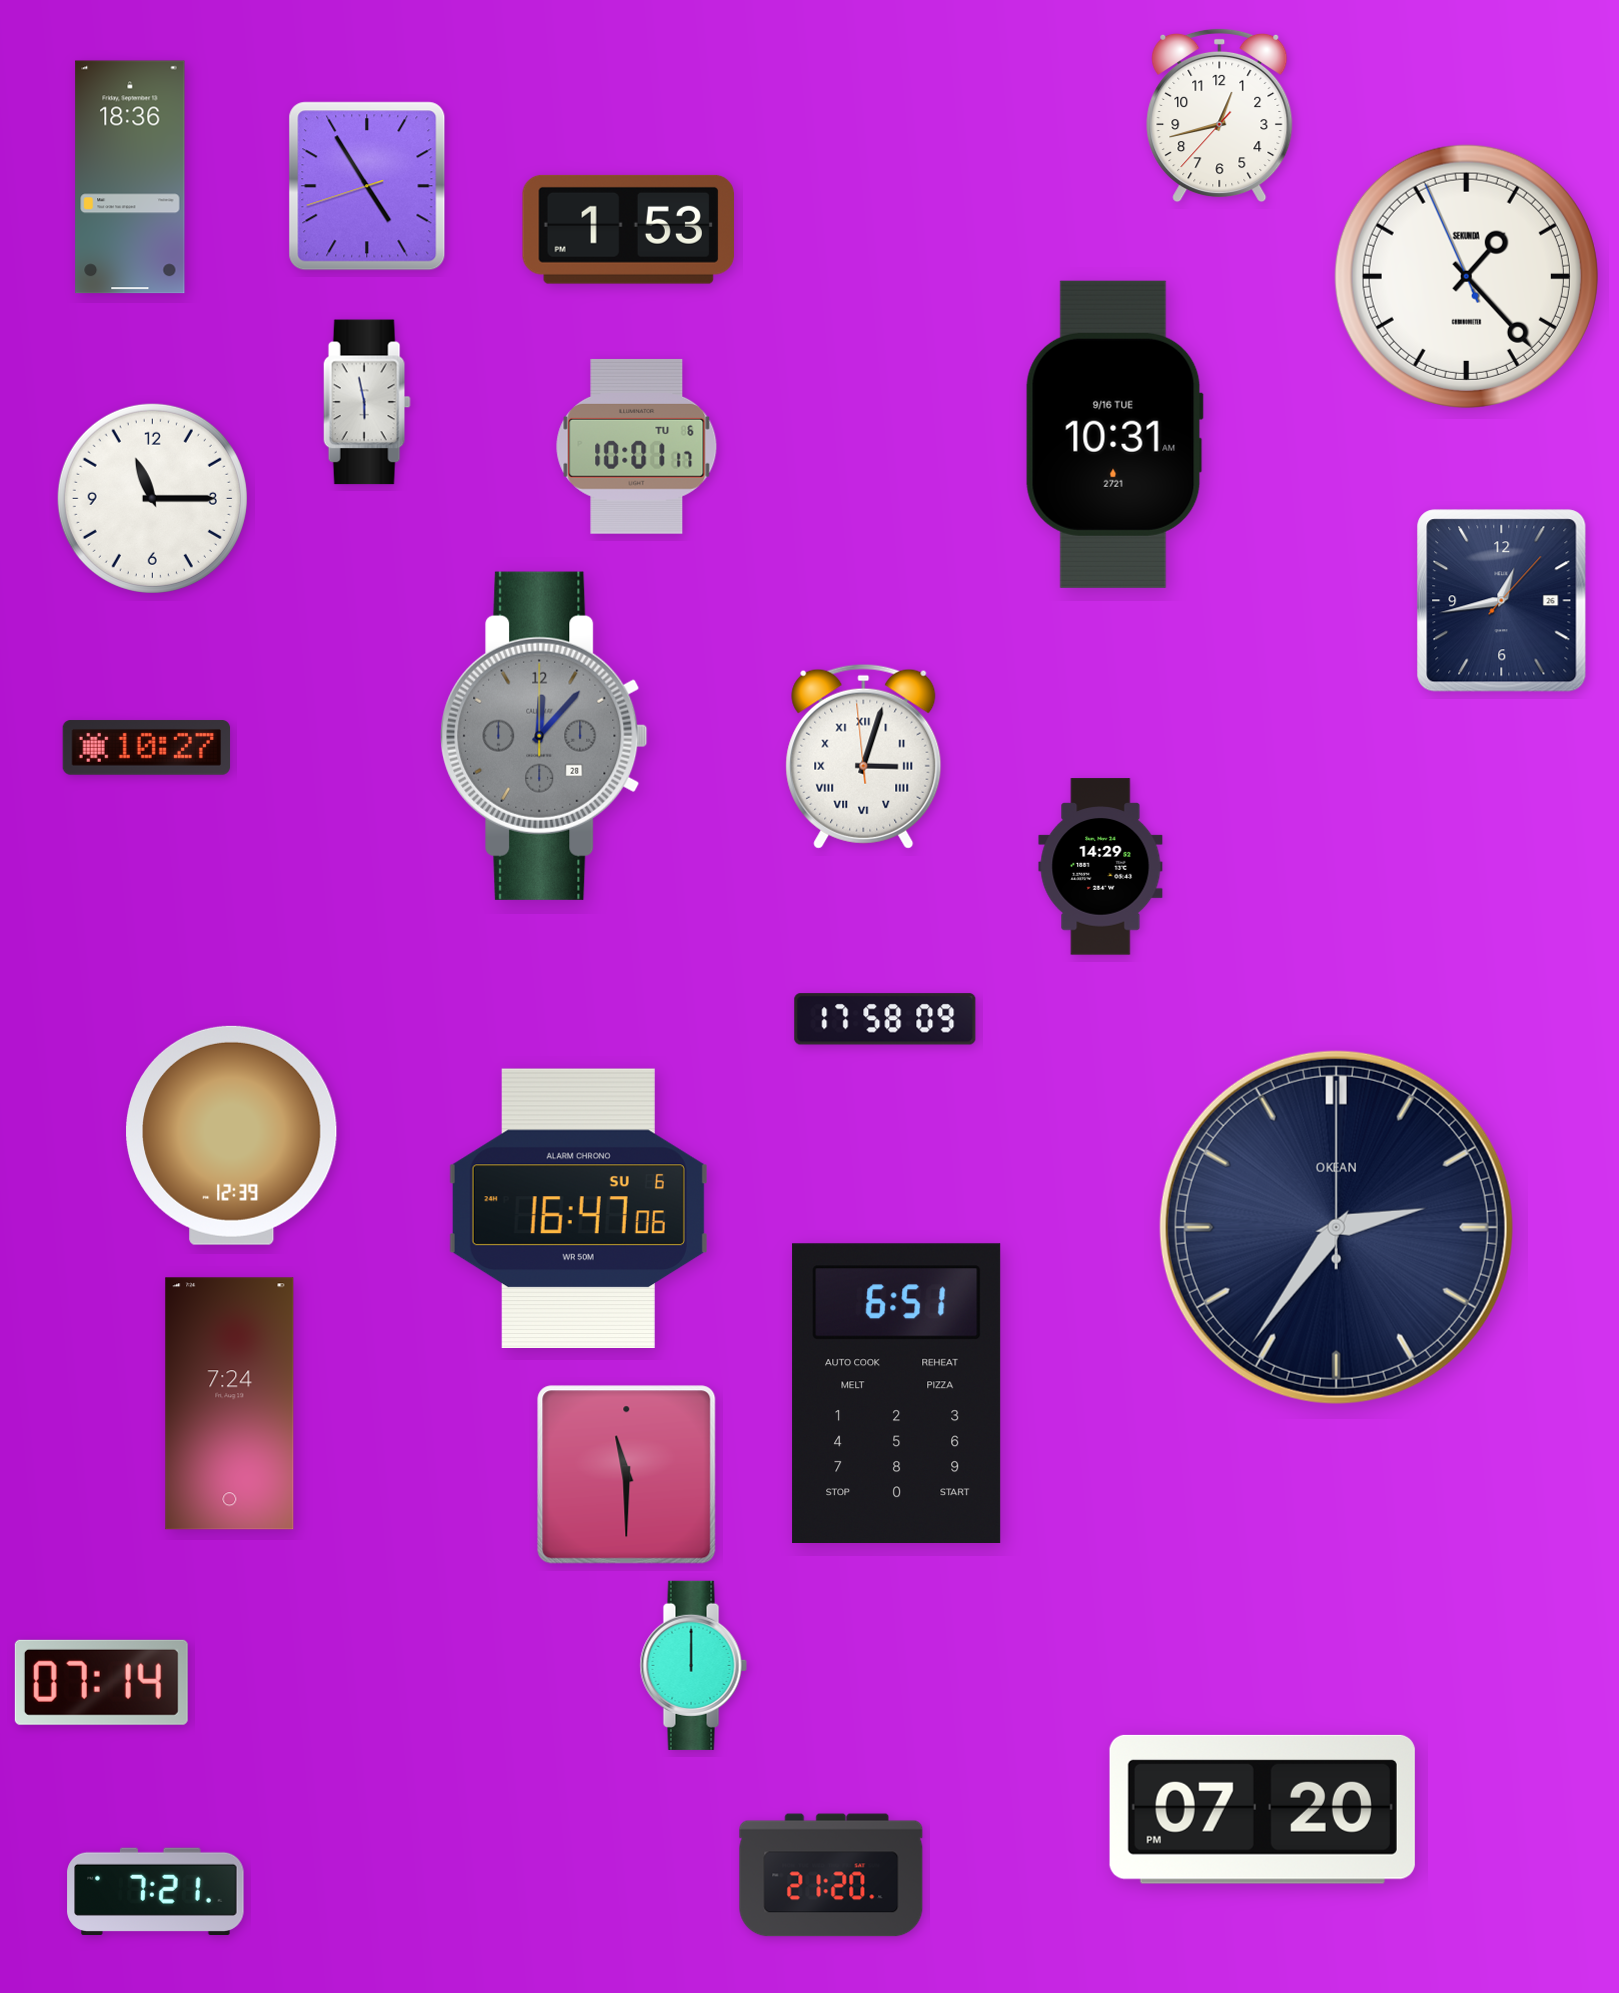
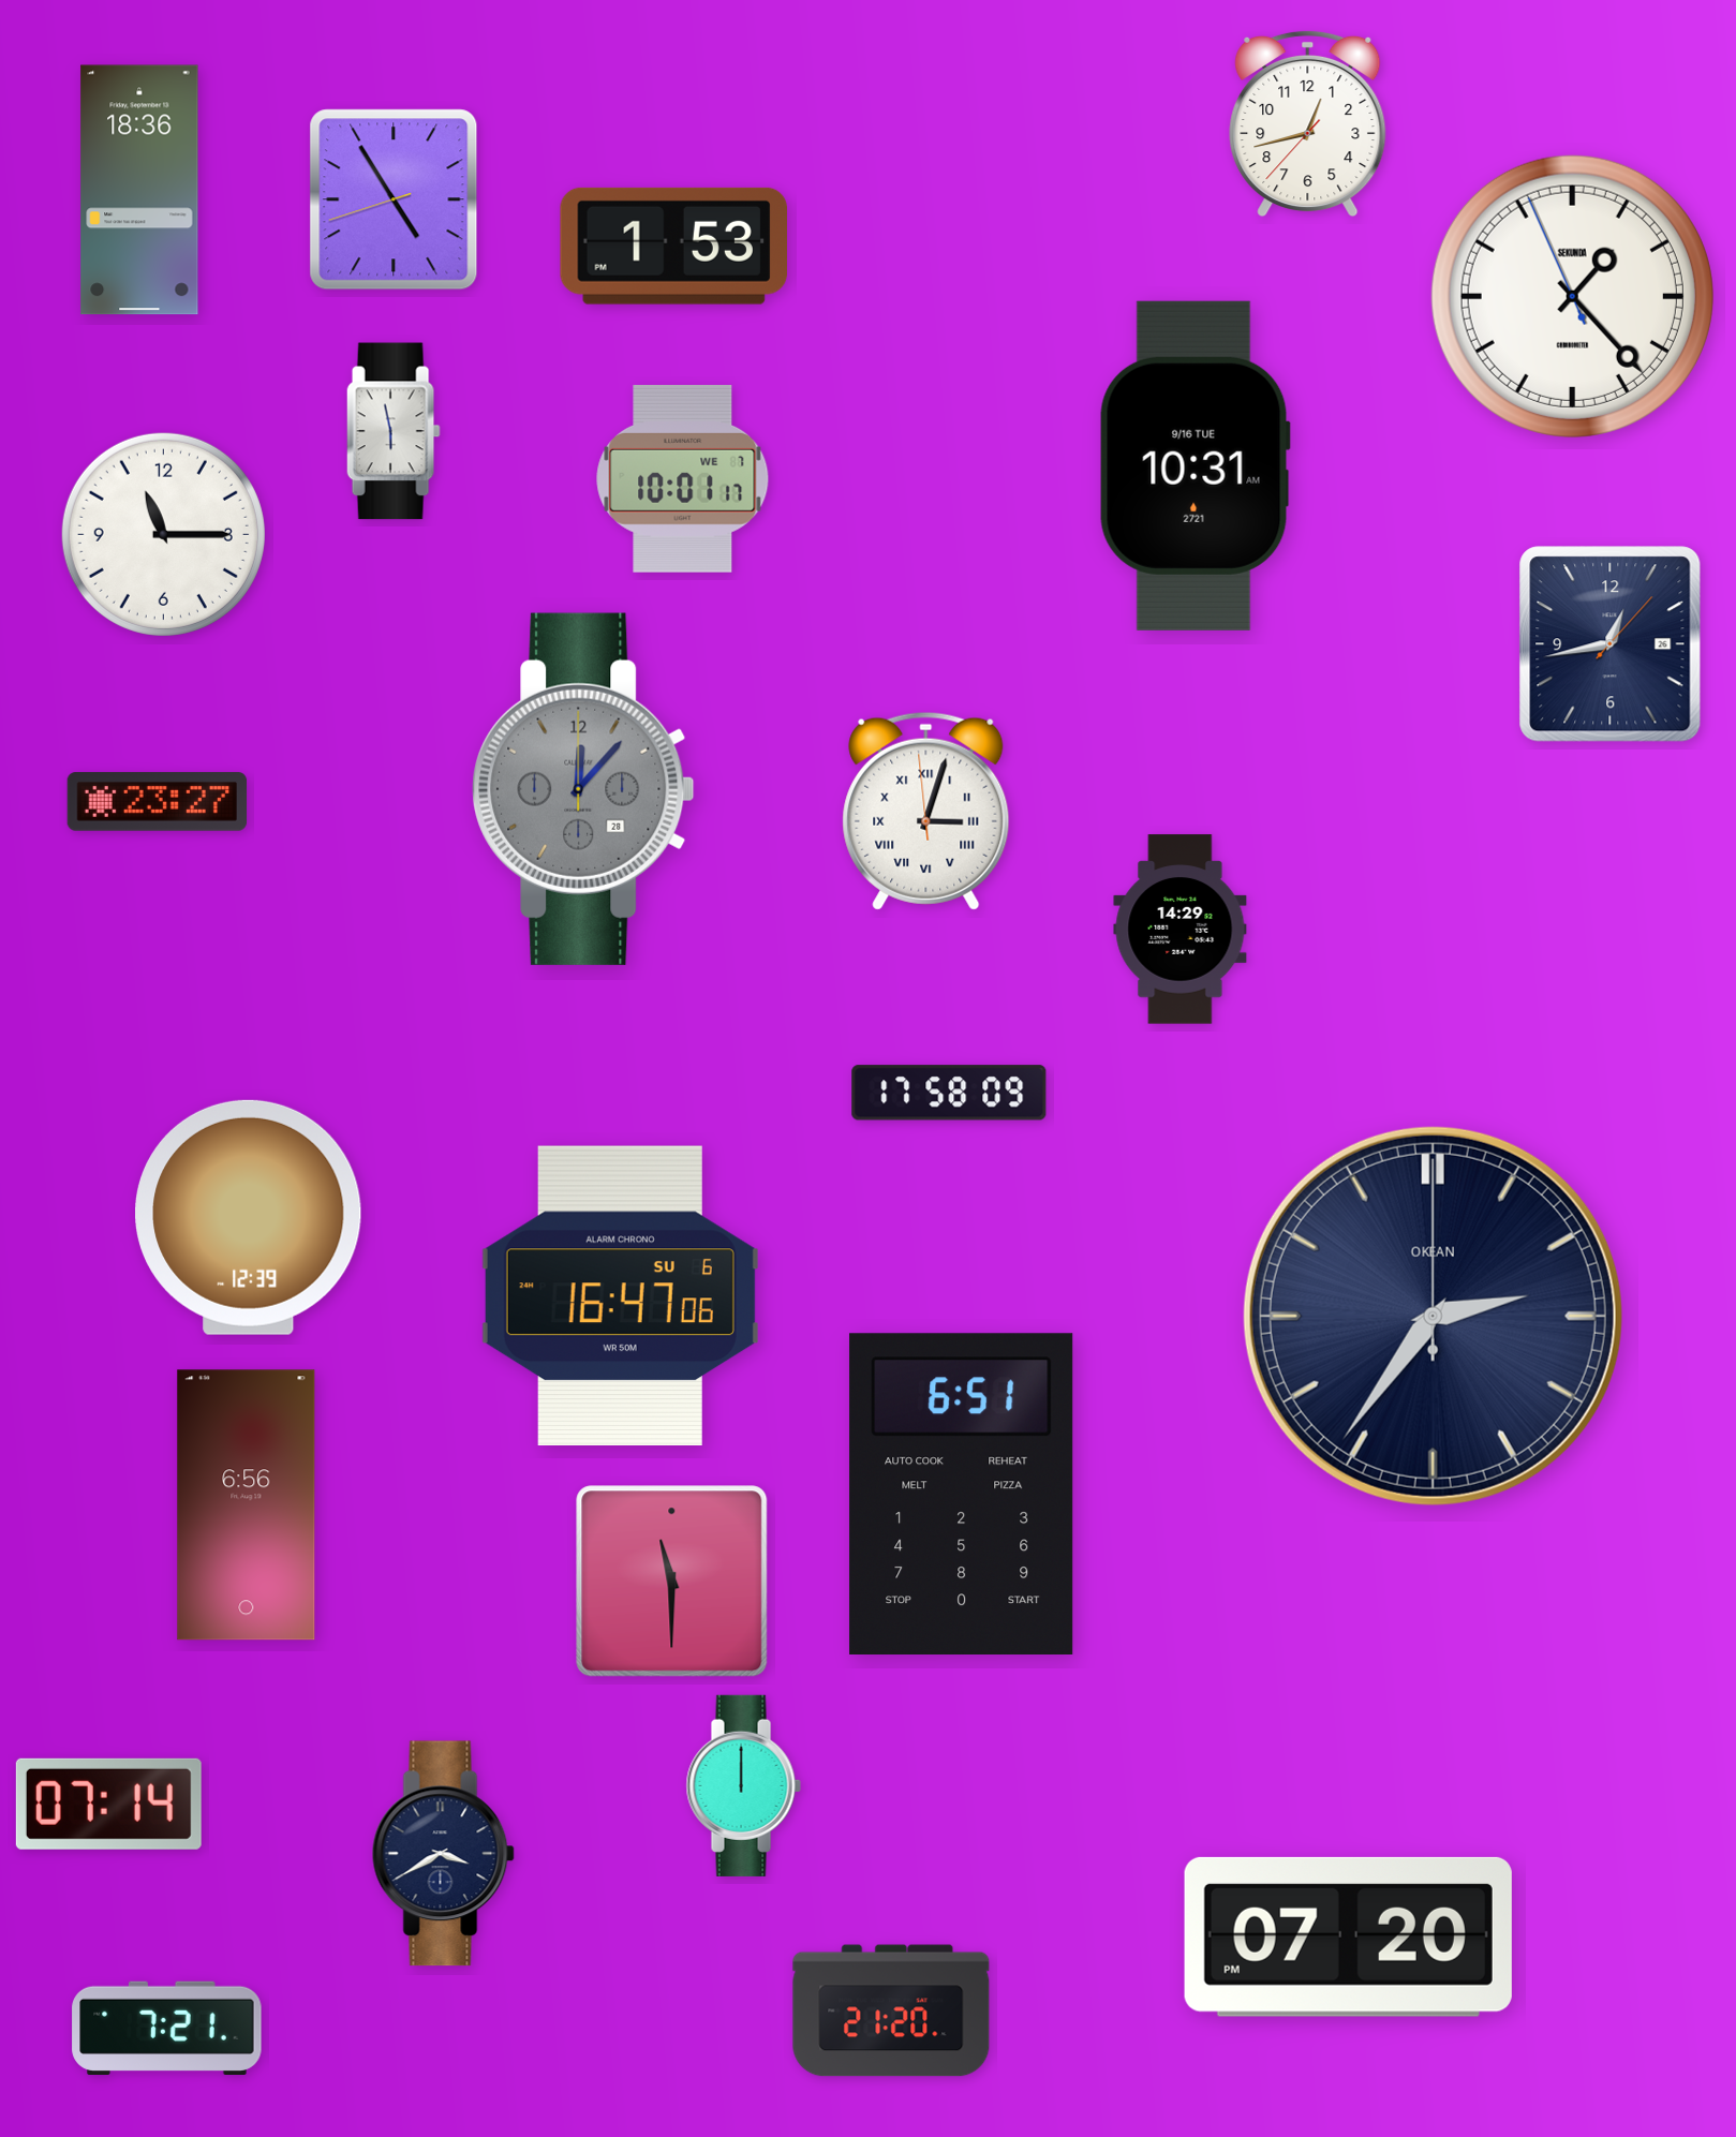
clock at (637, 446) date: TU 6 -> WE 7
clock at (147, 748): 10:27 -> 23:27
clock at (230, 1404): 7:24 -> 6:56
clock at (443, 1854): none -> 3:40
clock at (1262, 1809) position: (1262, 1809) -> (1348, 1936)
